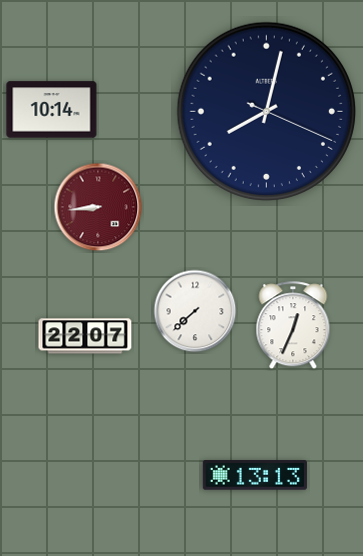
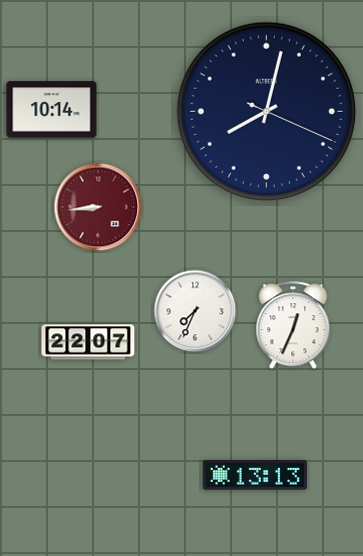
clock at (195, 311): 7:38 -> 7:34
clock at (85, 336) position: (85, 336) -> (88, 342)
